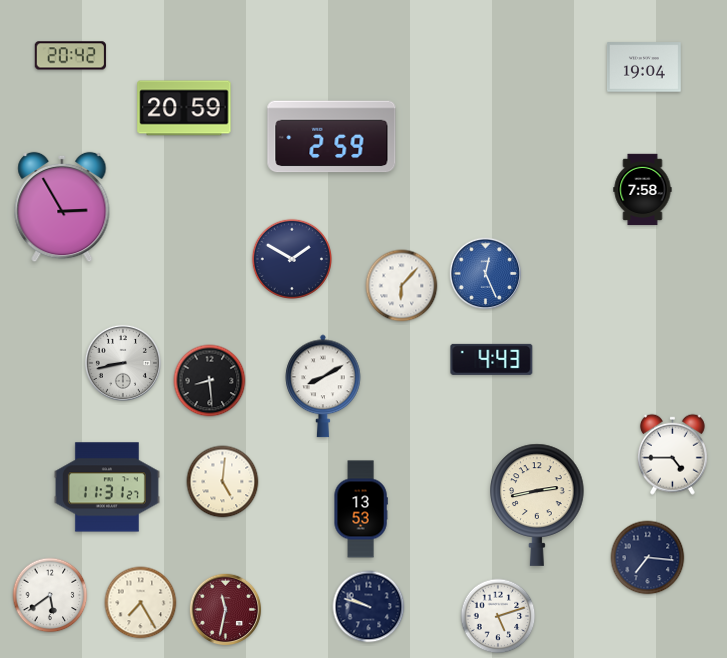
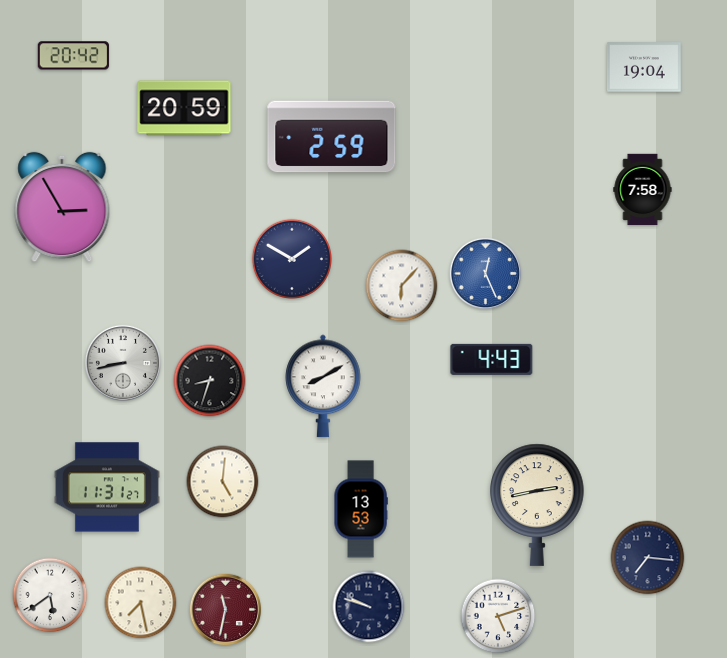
clock at (70, 56) position: (70, 56) -> (73, 56)
clock at (210, 381): 8:29 -> 8:33
clock at (672, 454): 4:45 -> none
clock at (141, 603): 7:25 -> 7:28
